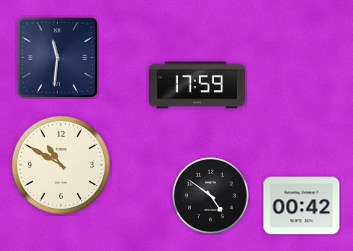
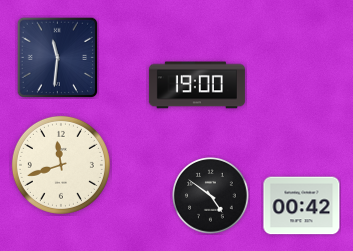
clock at (197, 85): 17:59 -> 19:00
clock at (61, 165): 10:50 -> 11:42
